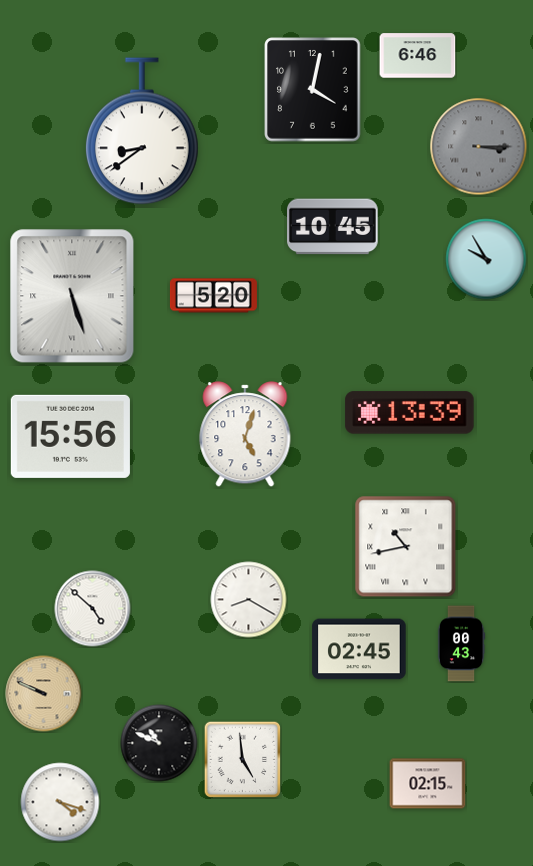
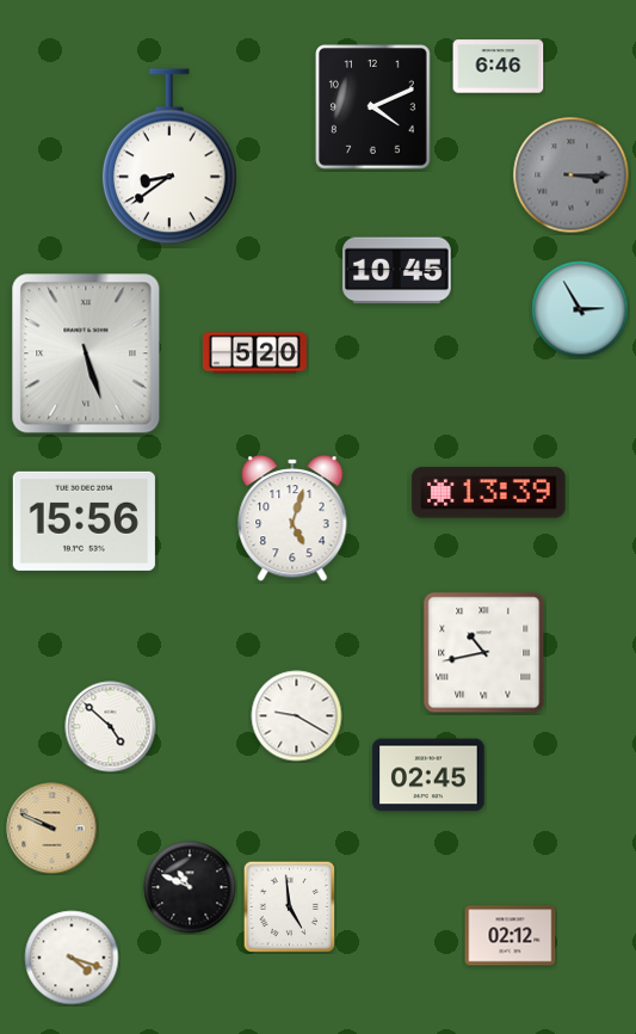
clock at (313, 90): 4:02 -> 4:11
clock at (486, 259): 9:55 -> 2:55
clock at (249, 600): 8:20 -> 9:20
clock at (461, 644): 00:43 -> none
clock at (428, 784): 02:15 -> 02:12
